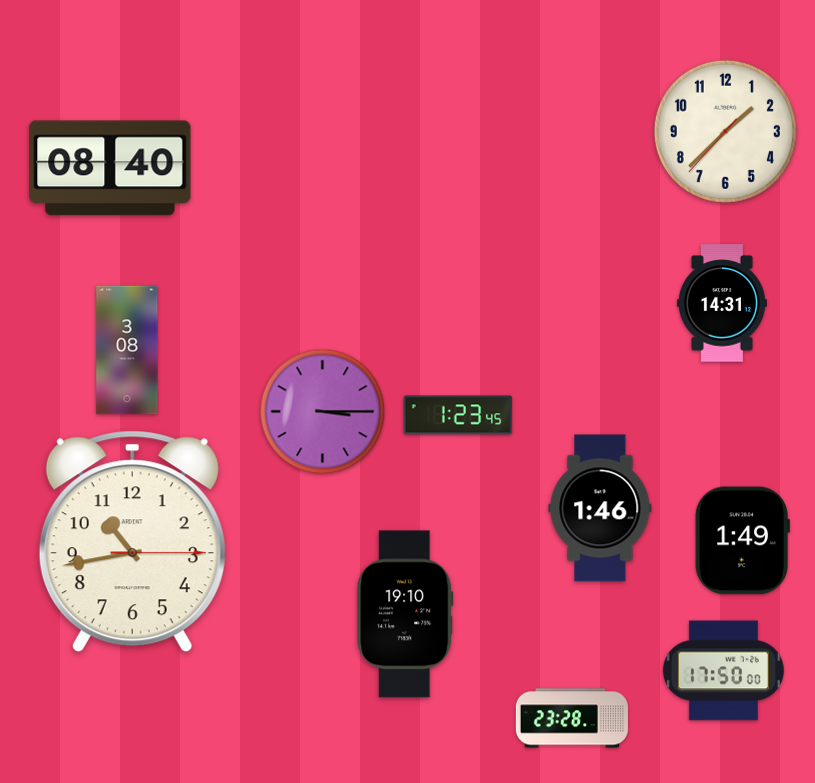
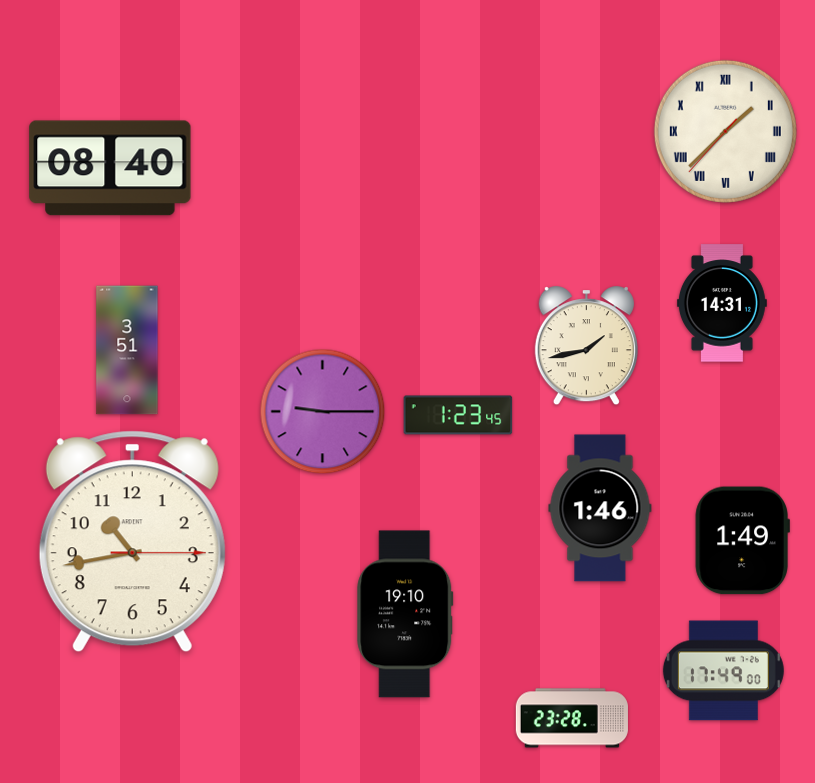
clock at (725, 131) numerals: Arabic -> Roman
clock at (586, 346): none -> 1:43
clock at (127, 350): 3:08 -> 3:51
clock at (323, 412): 3:15 -> 9:15
clock at (723, 671): 17:50 -> 17:49
